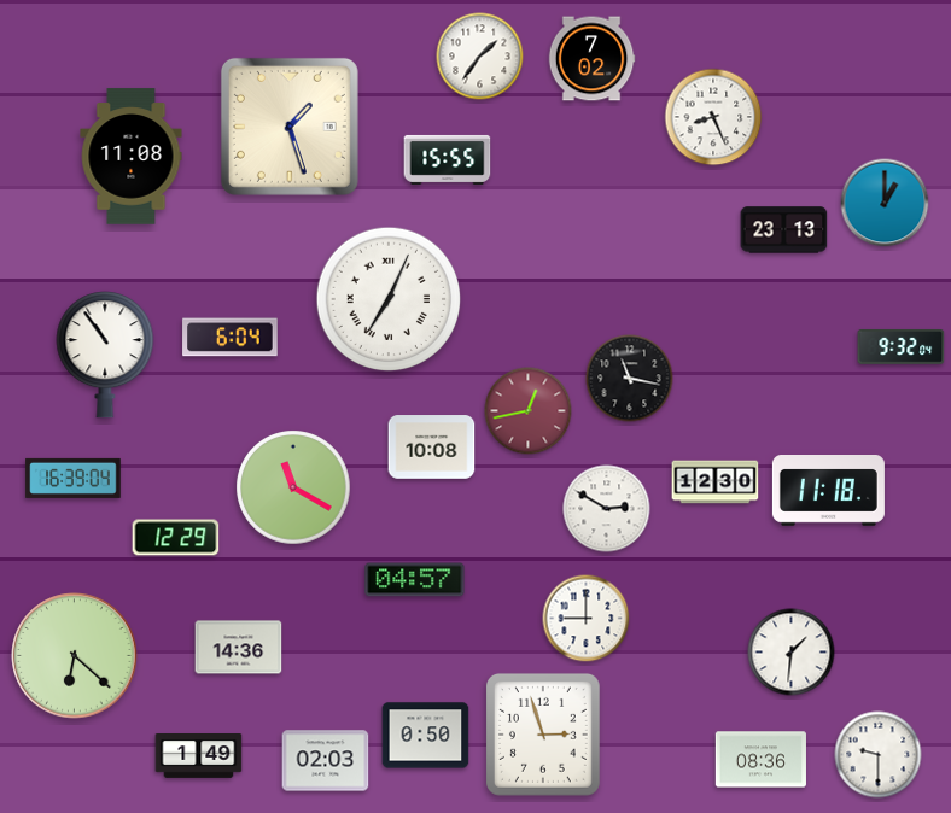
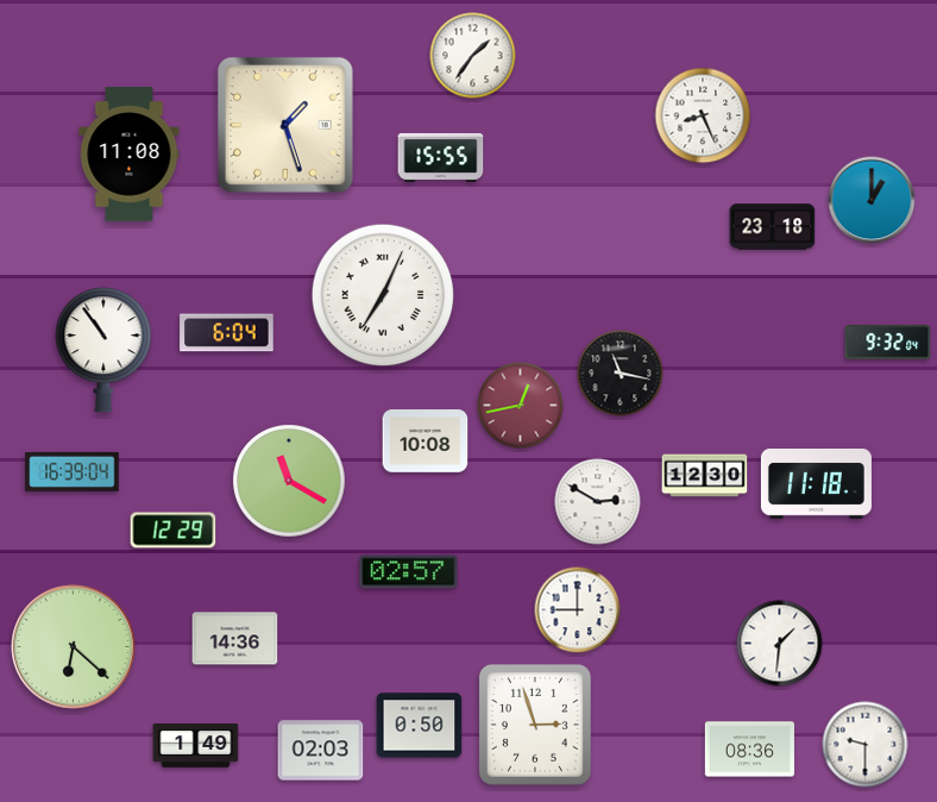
clock at (591, 59): 7:02 -> none
clock at (784, 230): 23:13 -> 23:18
clock at (415, 580): 04:57 -> 02:57
